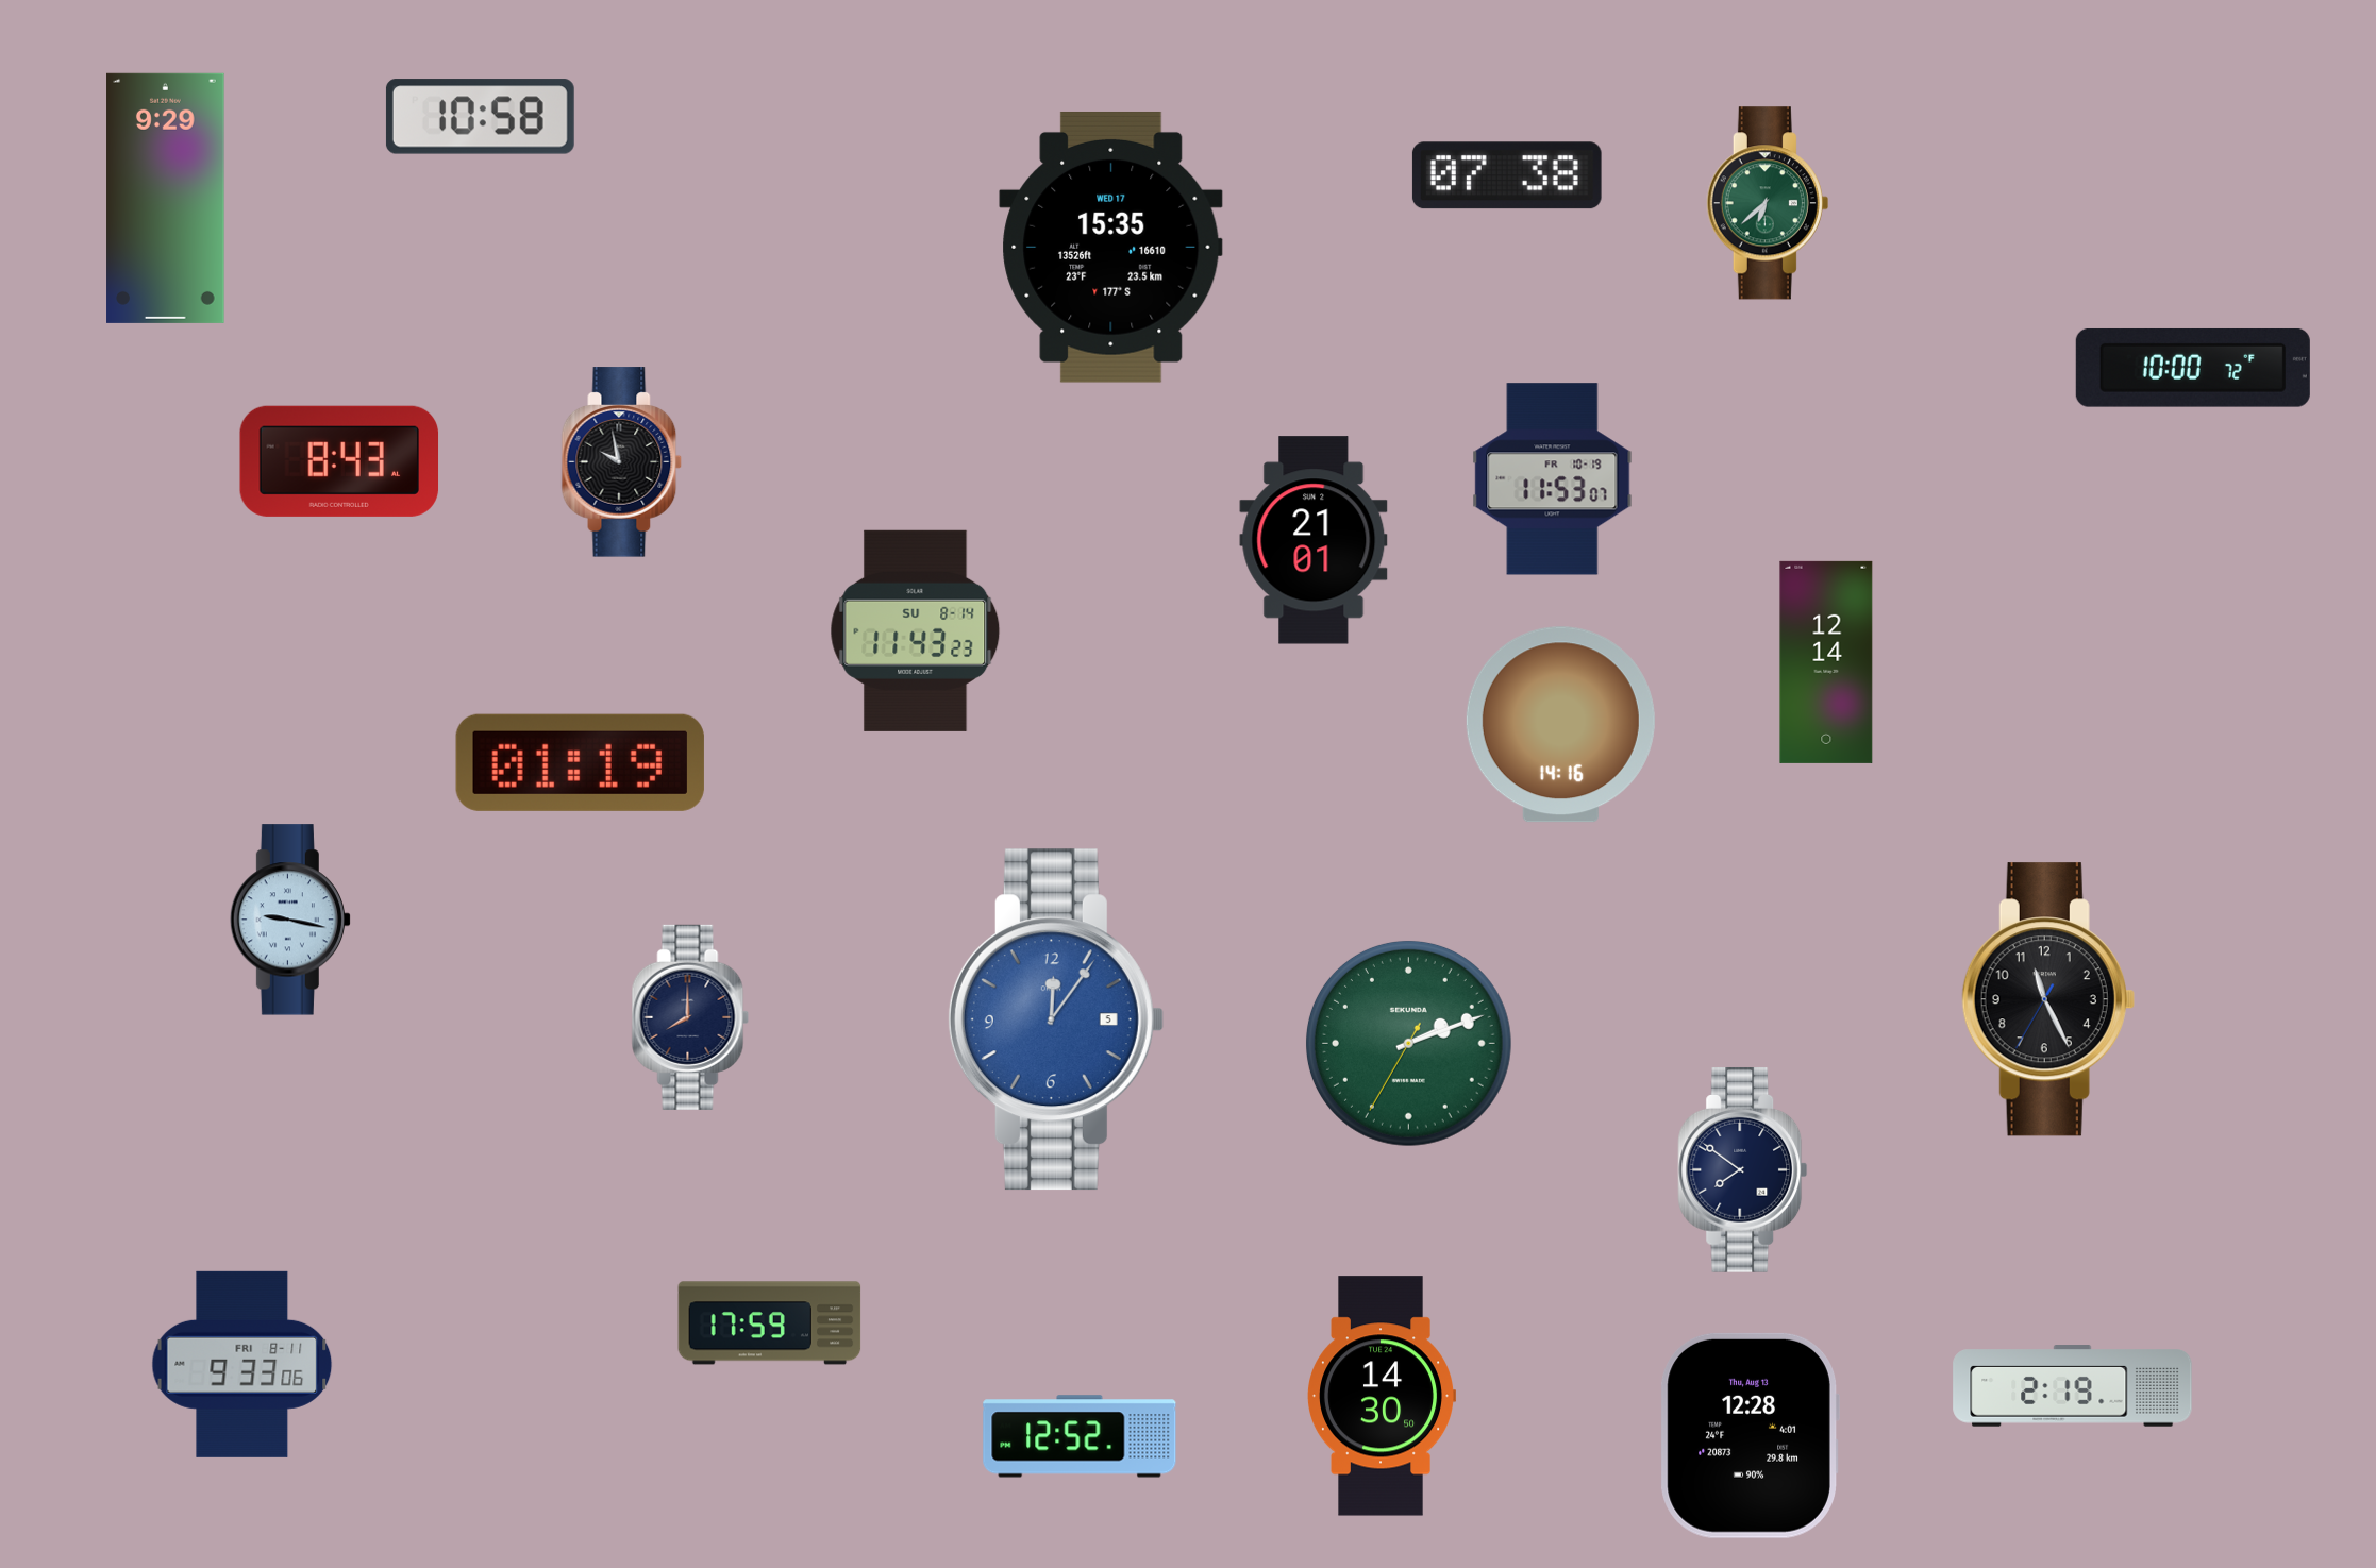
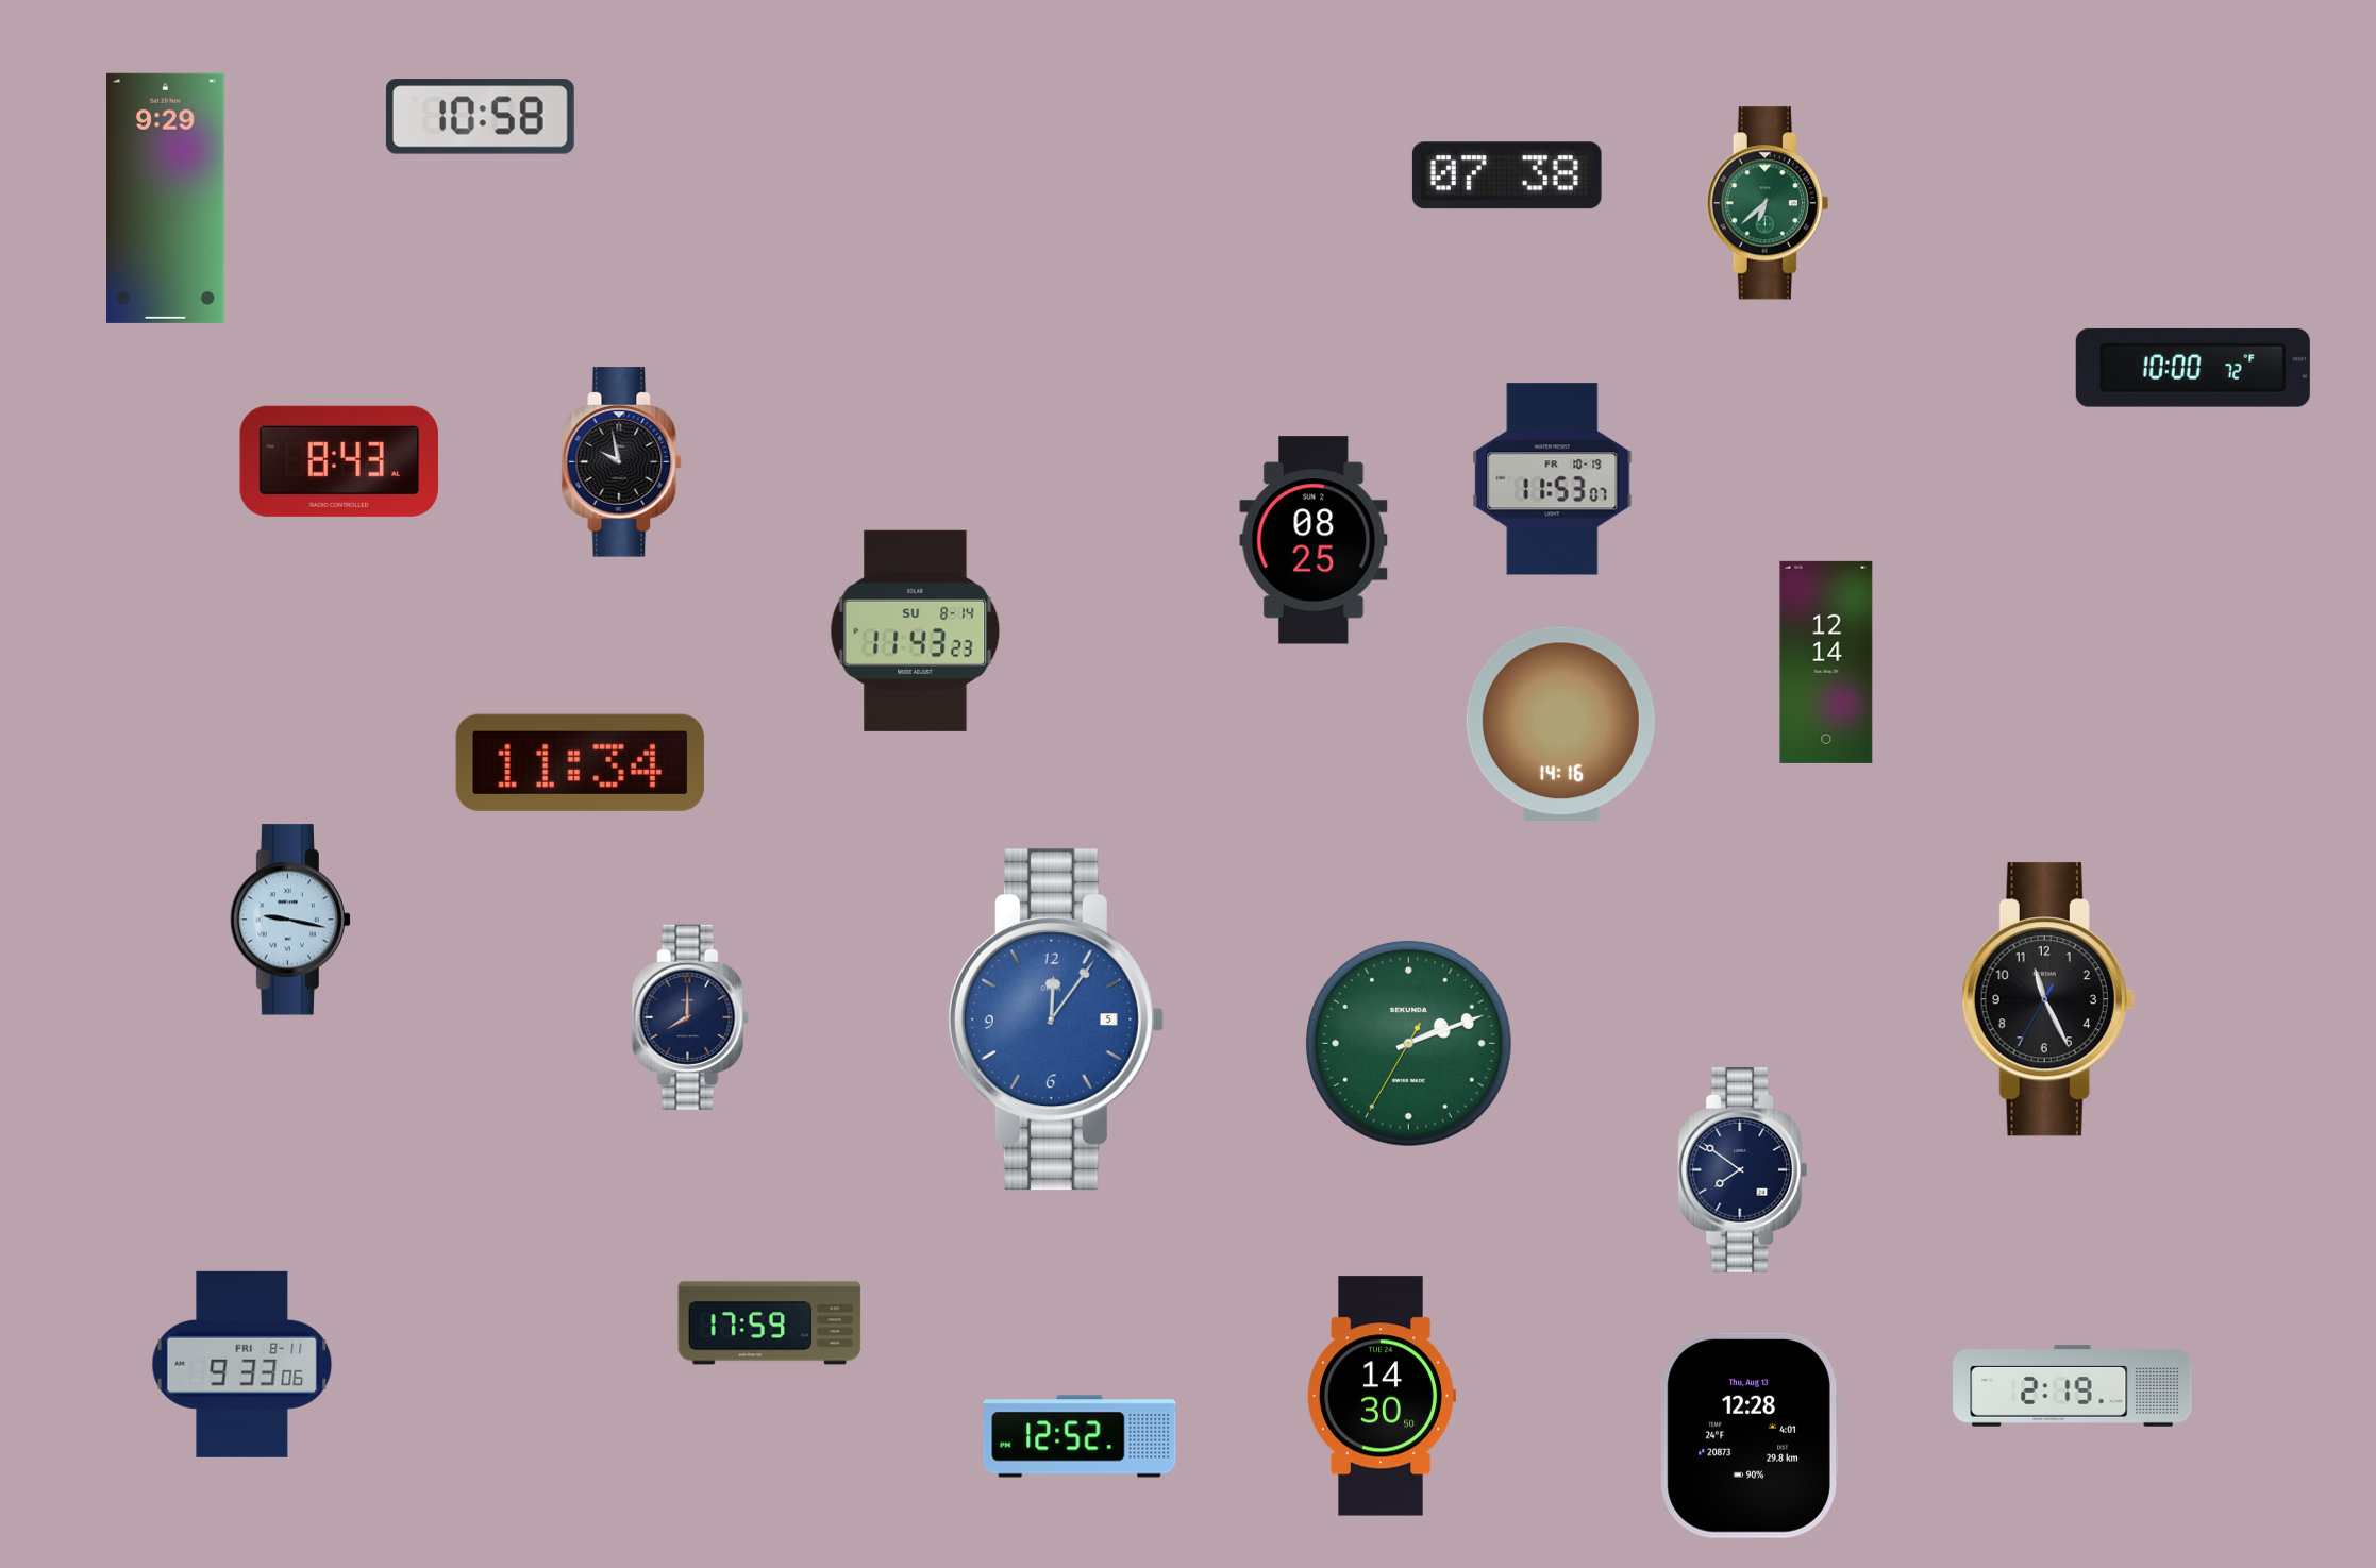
clock at (1111, 247): 15:35 -> none
clock at (1314, 540): 21:01 -> 08:25
clock at (580, 762): 01:19 -> 11:34
